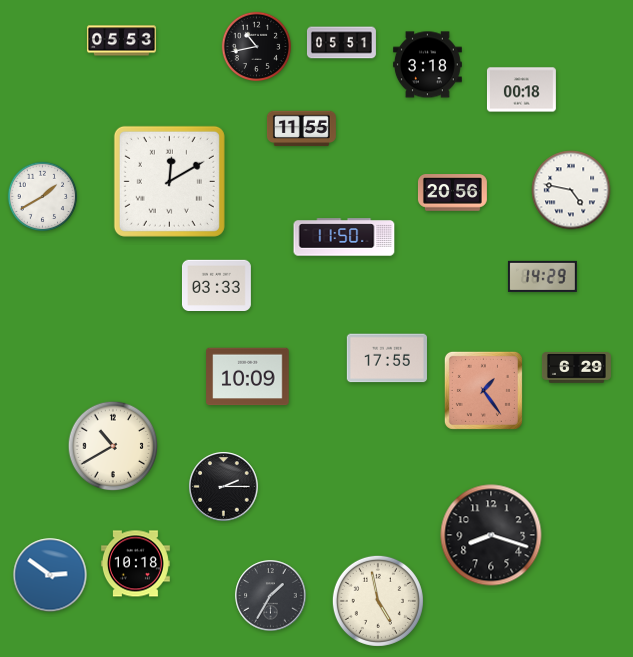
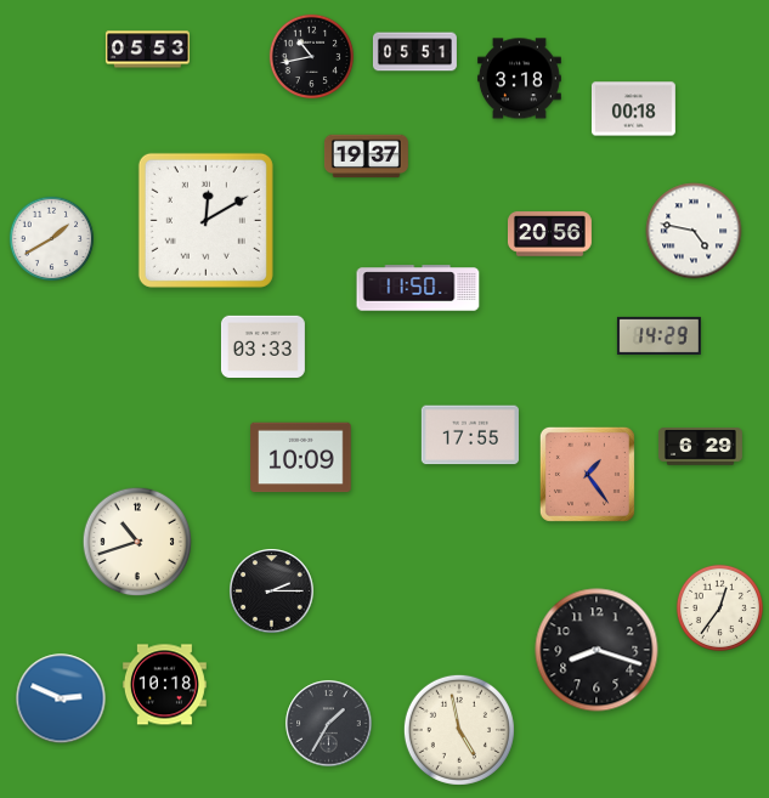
clock at (301, 129): 11:55 -> 19:37
clock at (113, 446): 10:40 -> 10:42
clock at (719, 607): none -> 12:36
clock at (50, 575): 2:51 -> 2:49
